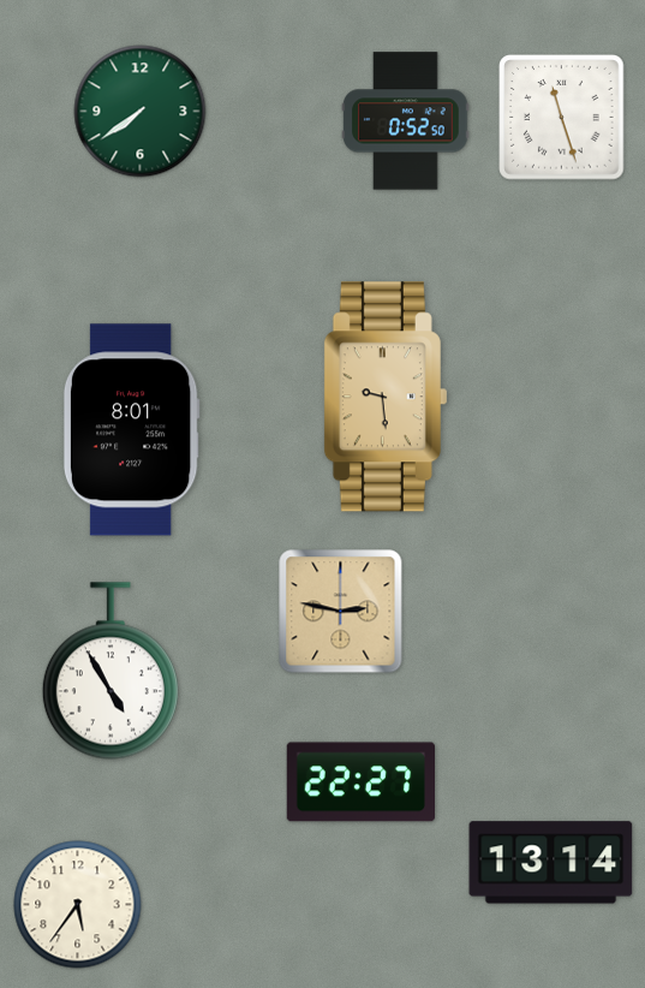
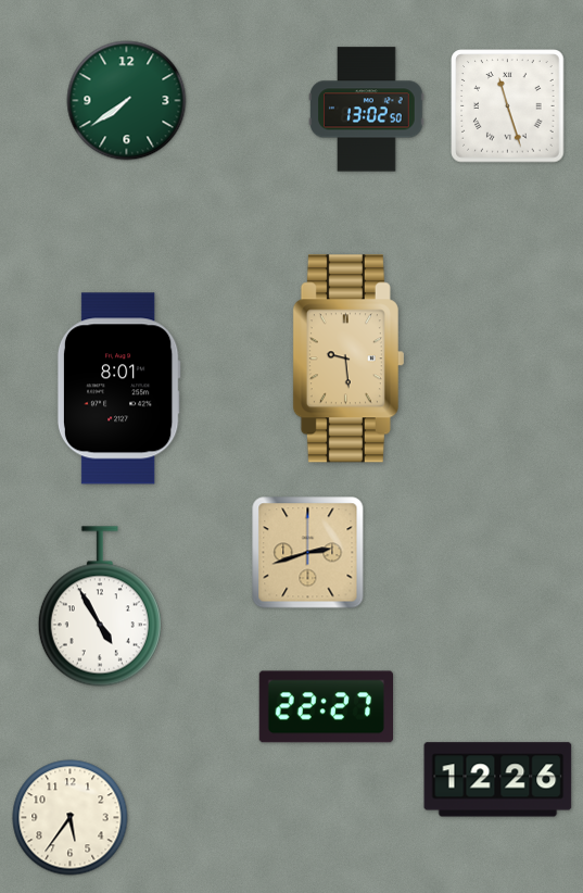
clock at (406, 121): 0:52 -> 13:02
clock at (341, 612): 2:47 -> 2:42
clock at (551, 863): 13:14 -> 12:26
